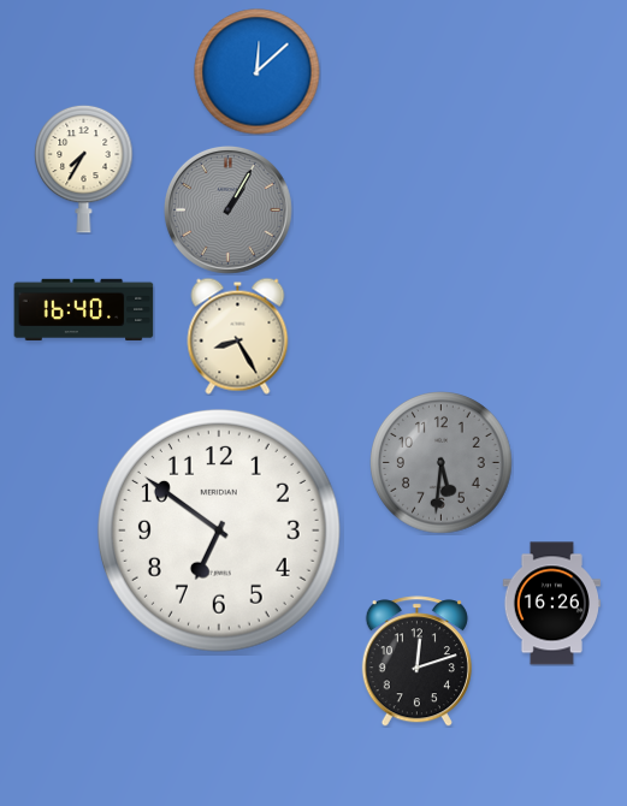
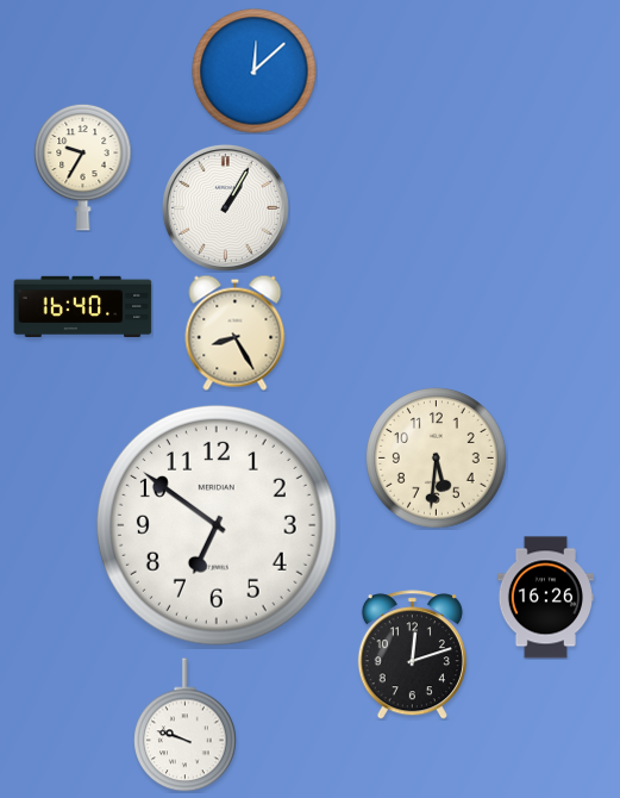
clock at (84, 168): 7:35 -> 9:35
clock at (227, 209) dial: grey -> white
clock at (442, 463) dial: grey -> cream
clock at (186, 725): none -> 9:48
